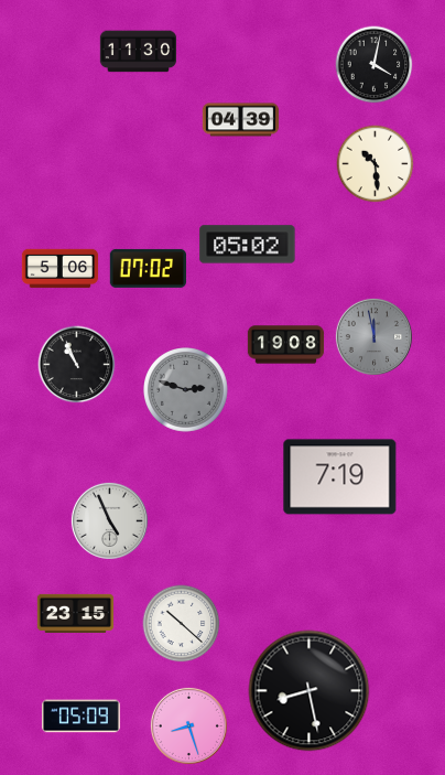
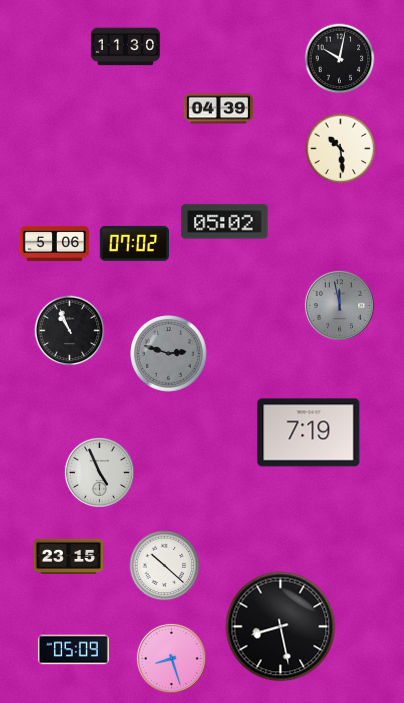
clock at (375, 65): 4:02 -> 10:02
clock at (286, 345): 19:08 -> none
